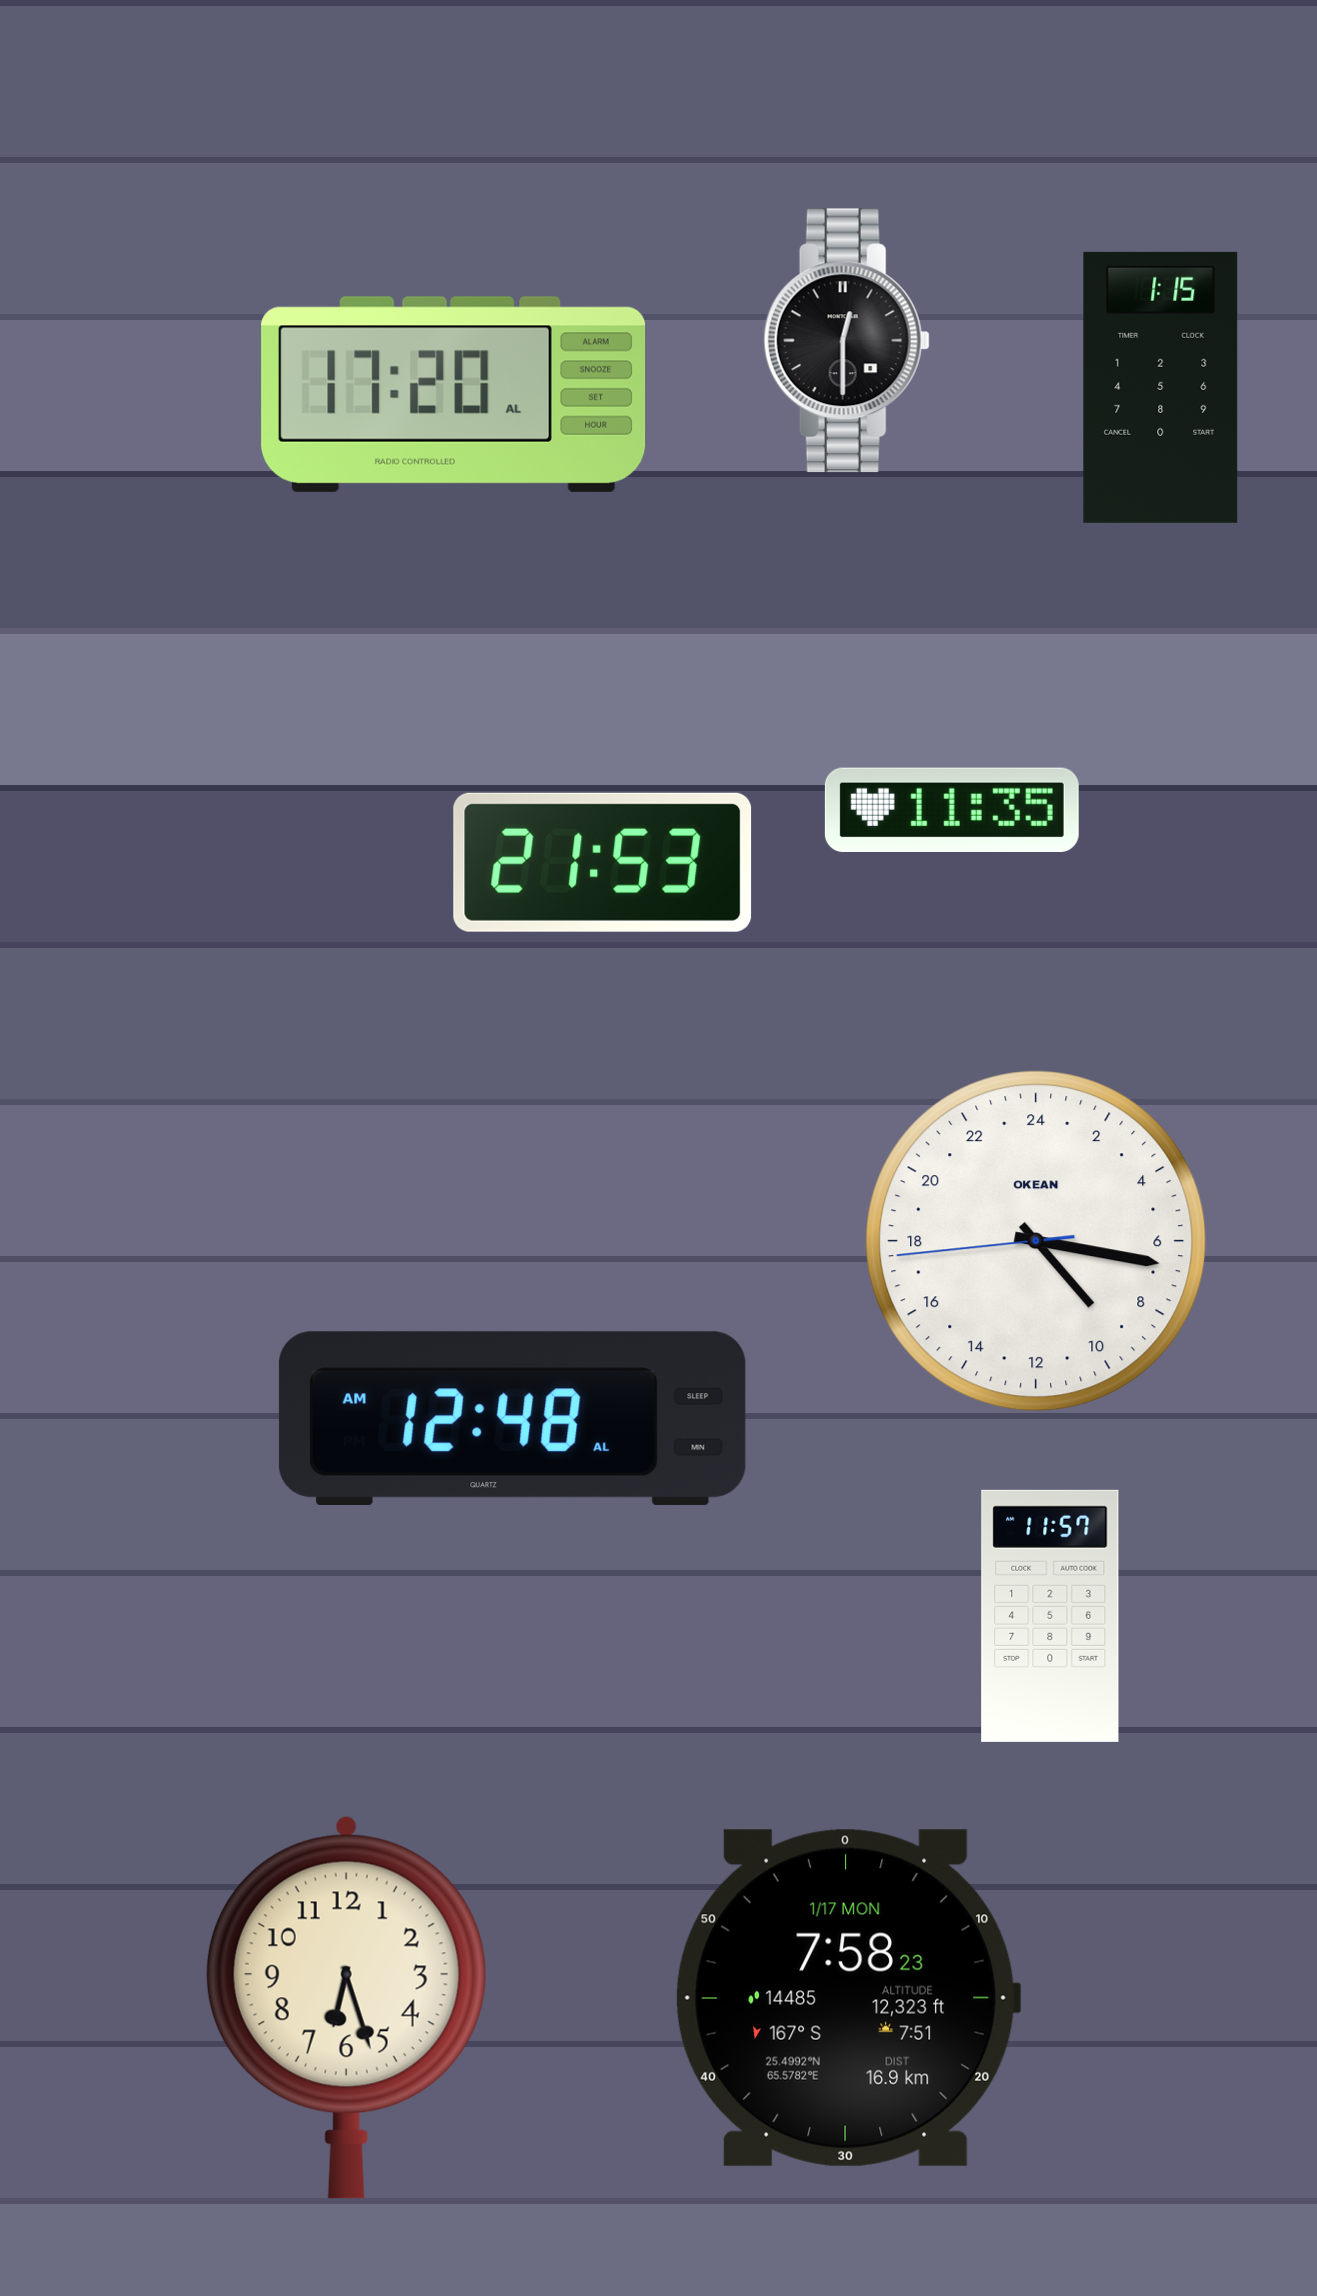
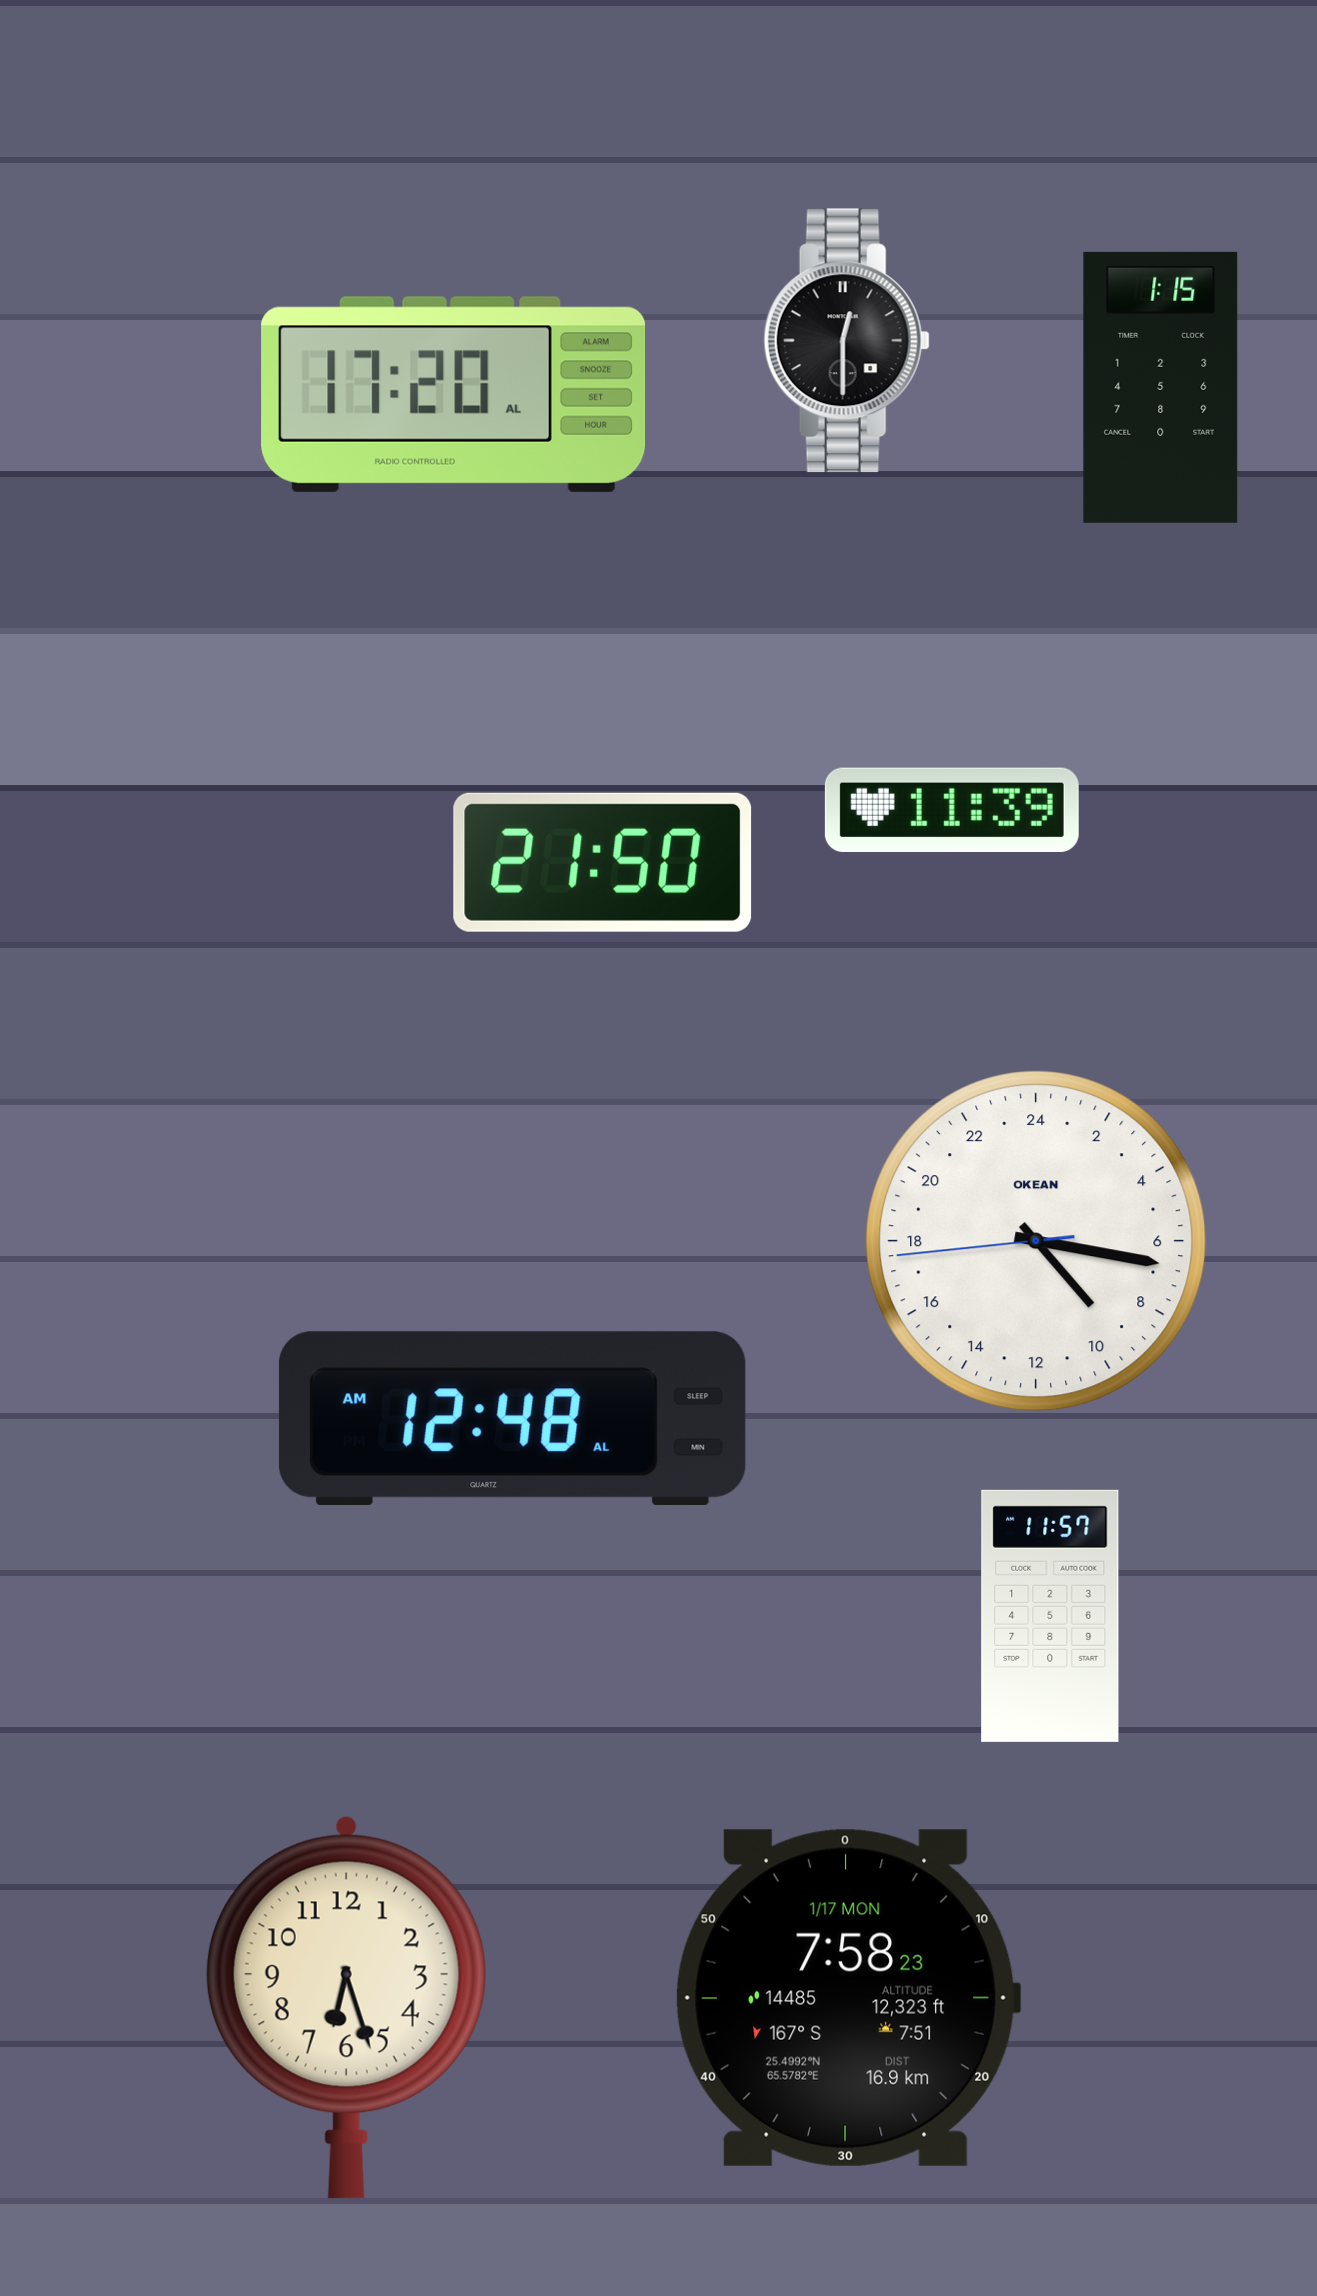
clock at (952, 809): 11:35 -> 11:39
clock at (603, 862): 21:53 -> 21:50
